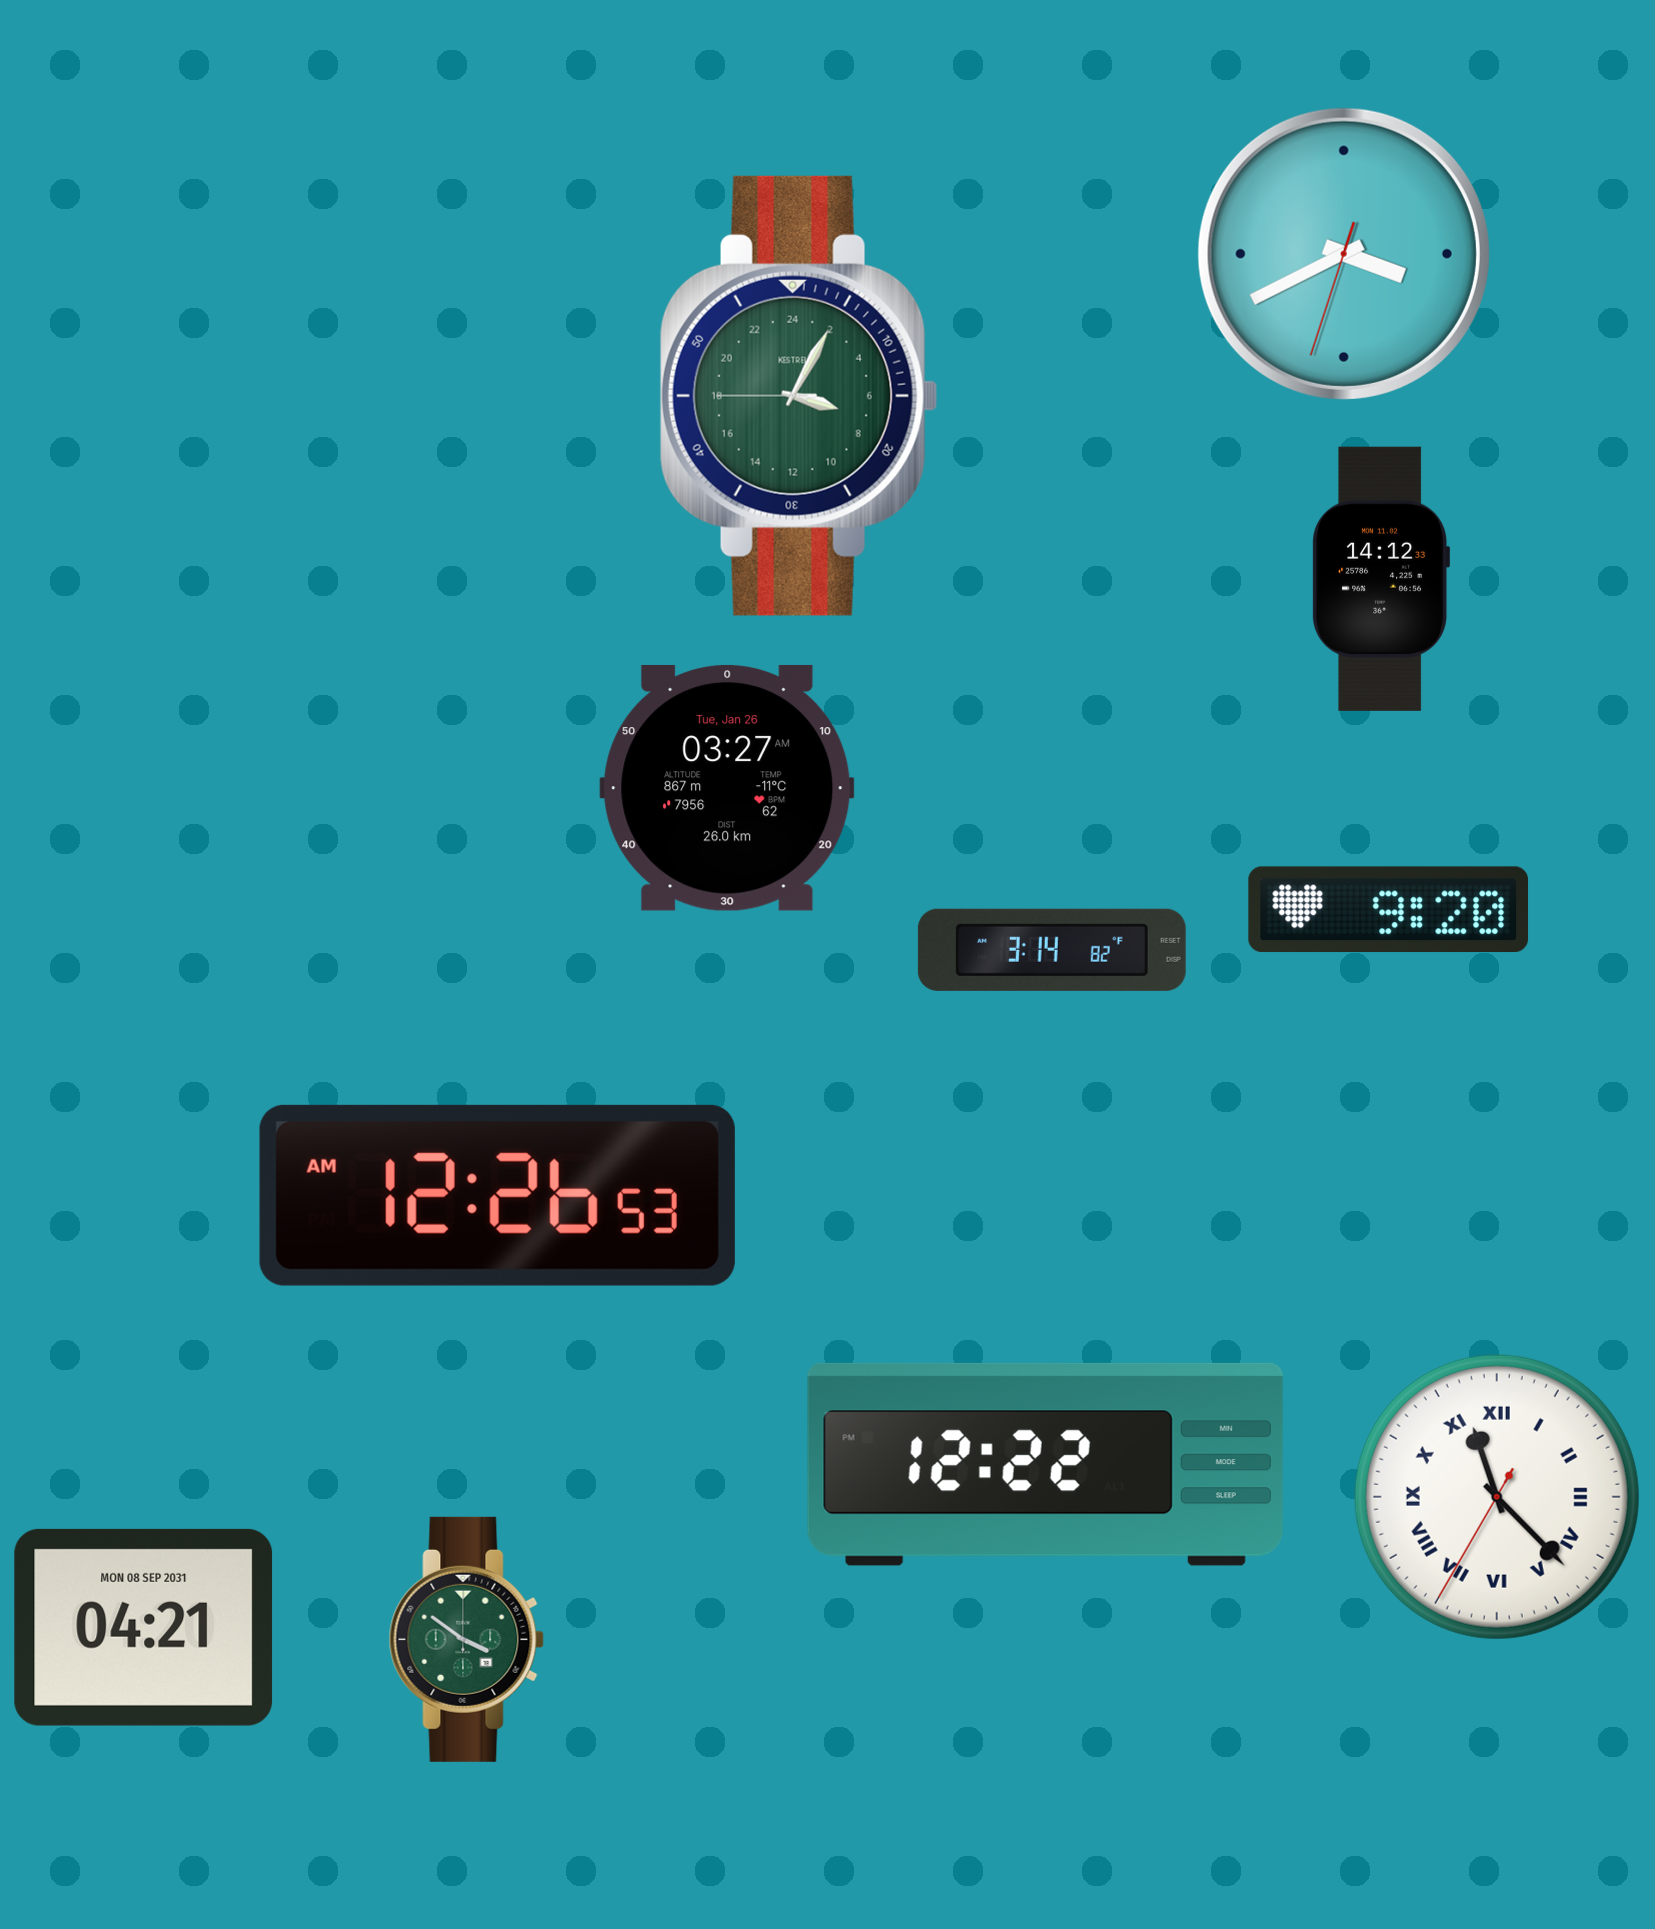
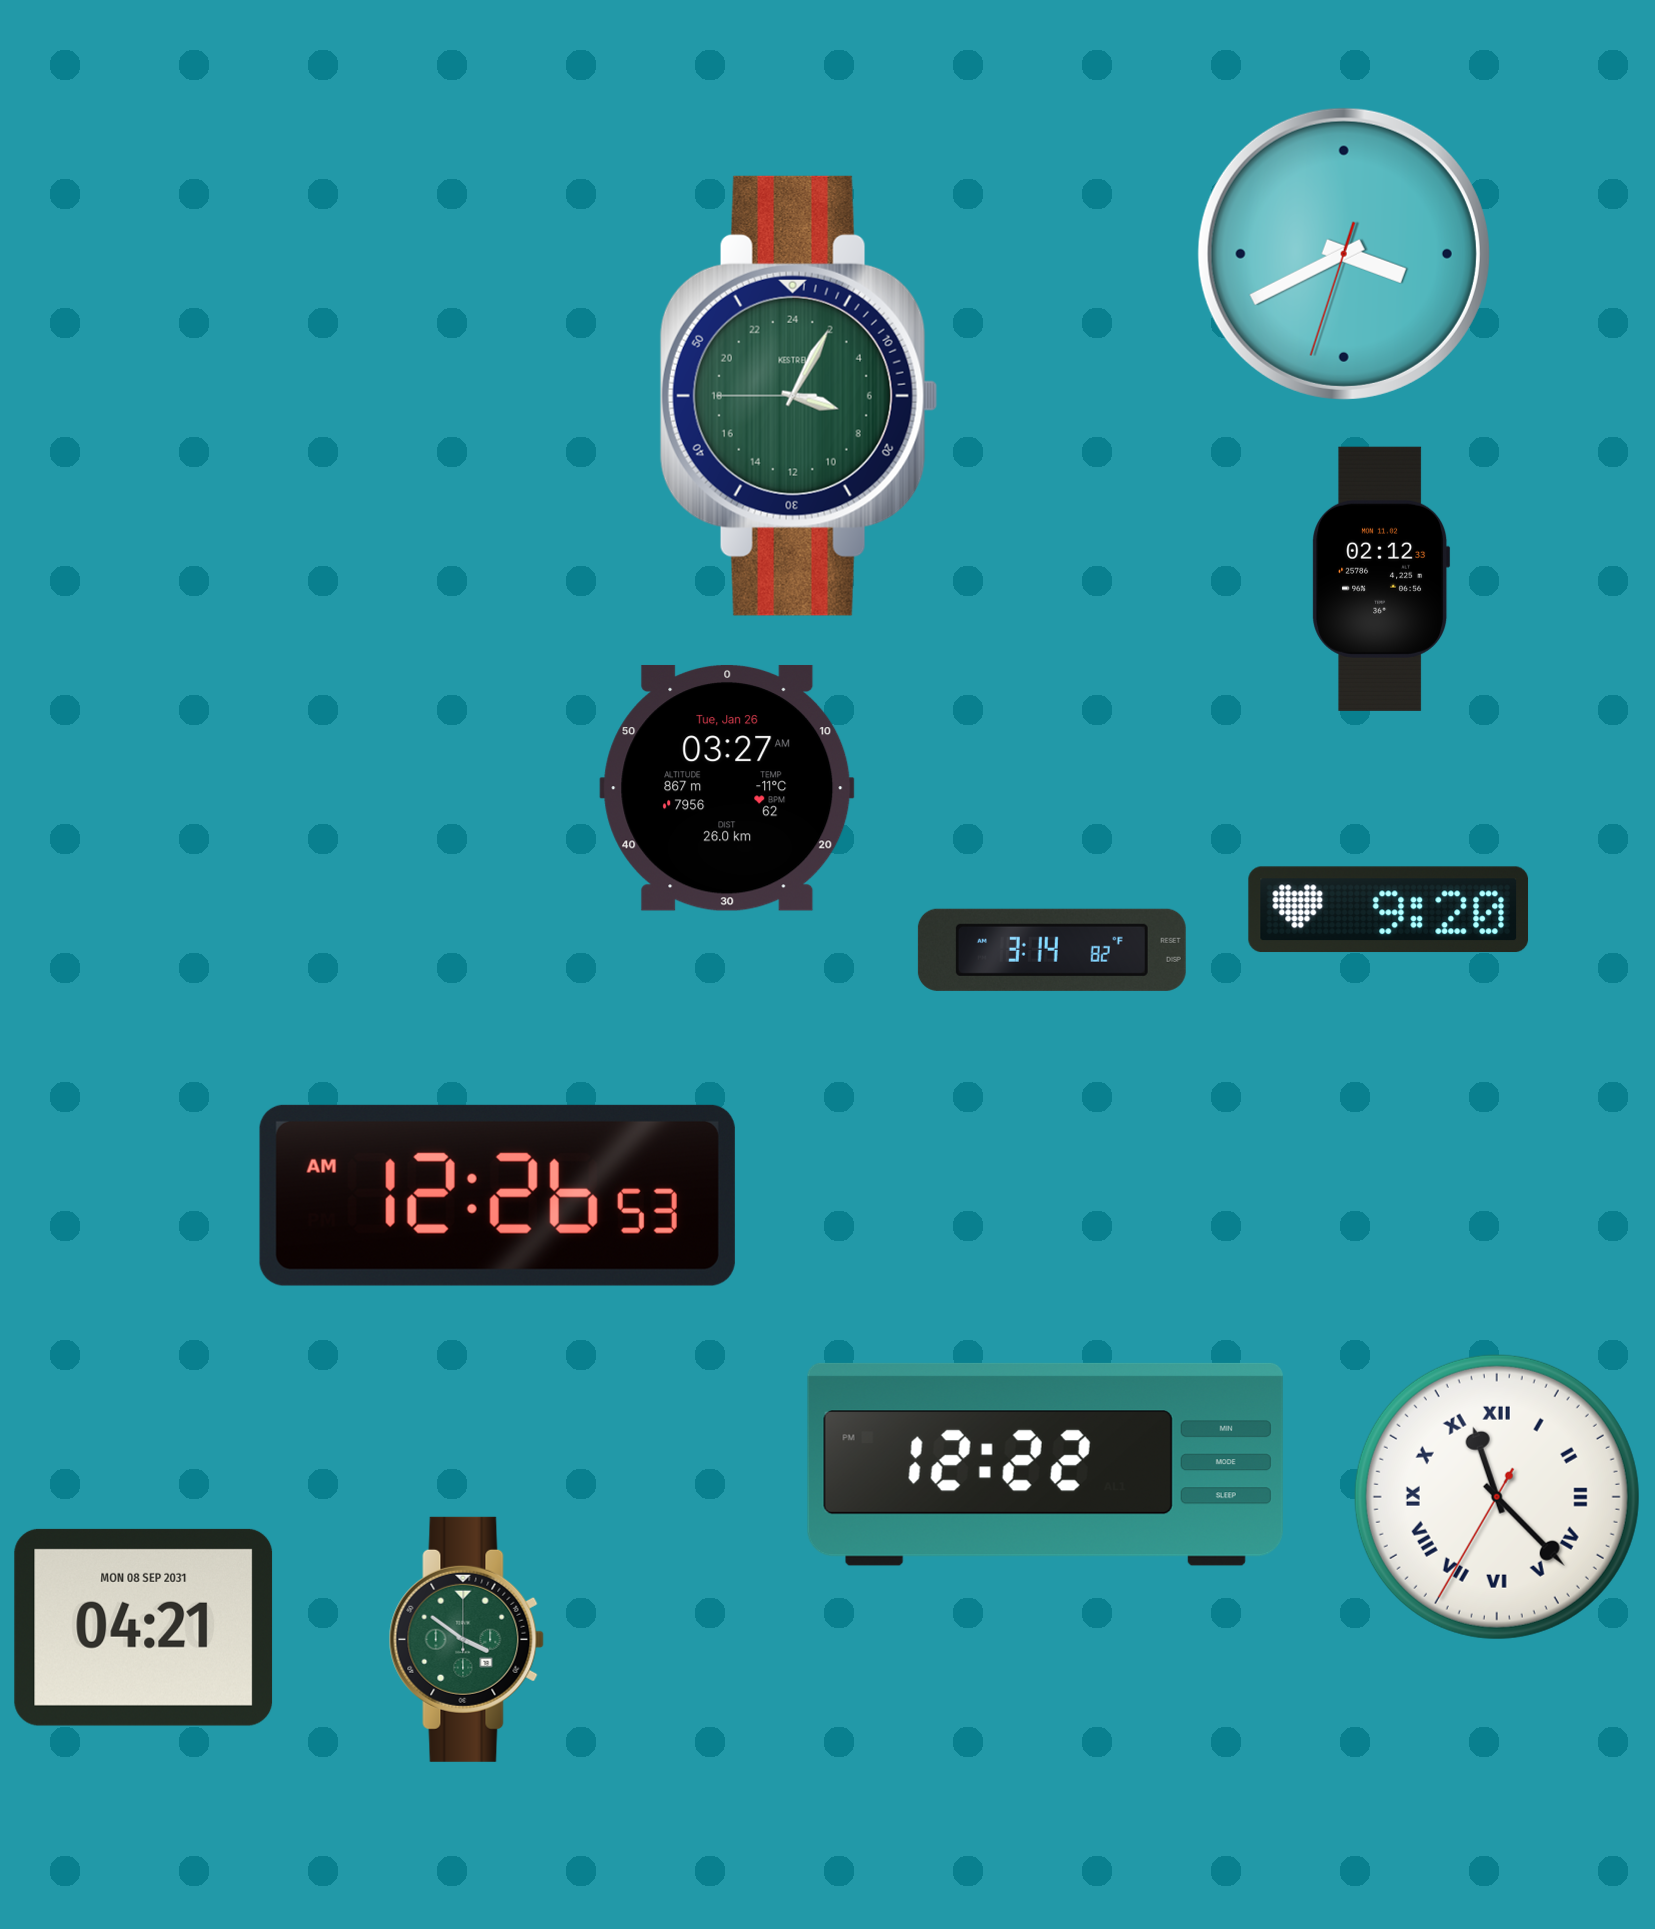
clock at (1381, 579): 14:12 -> 02:12
